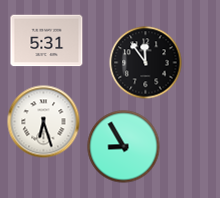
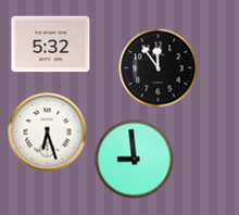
clock at (47, 41): 5:31 -> 5:32
clock at (124, 147): 8:55 -> 8:59
